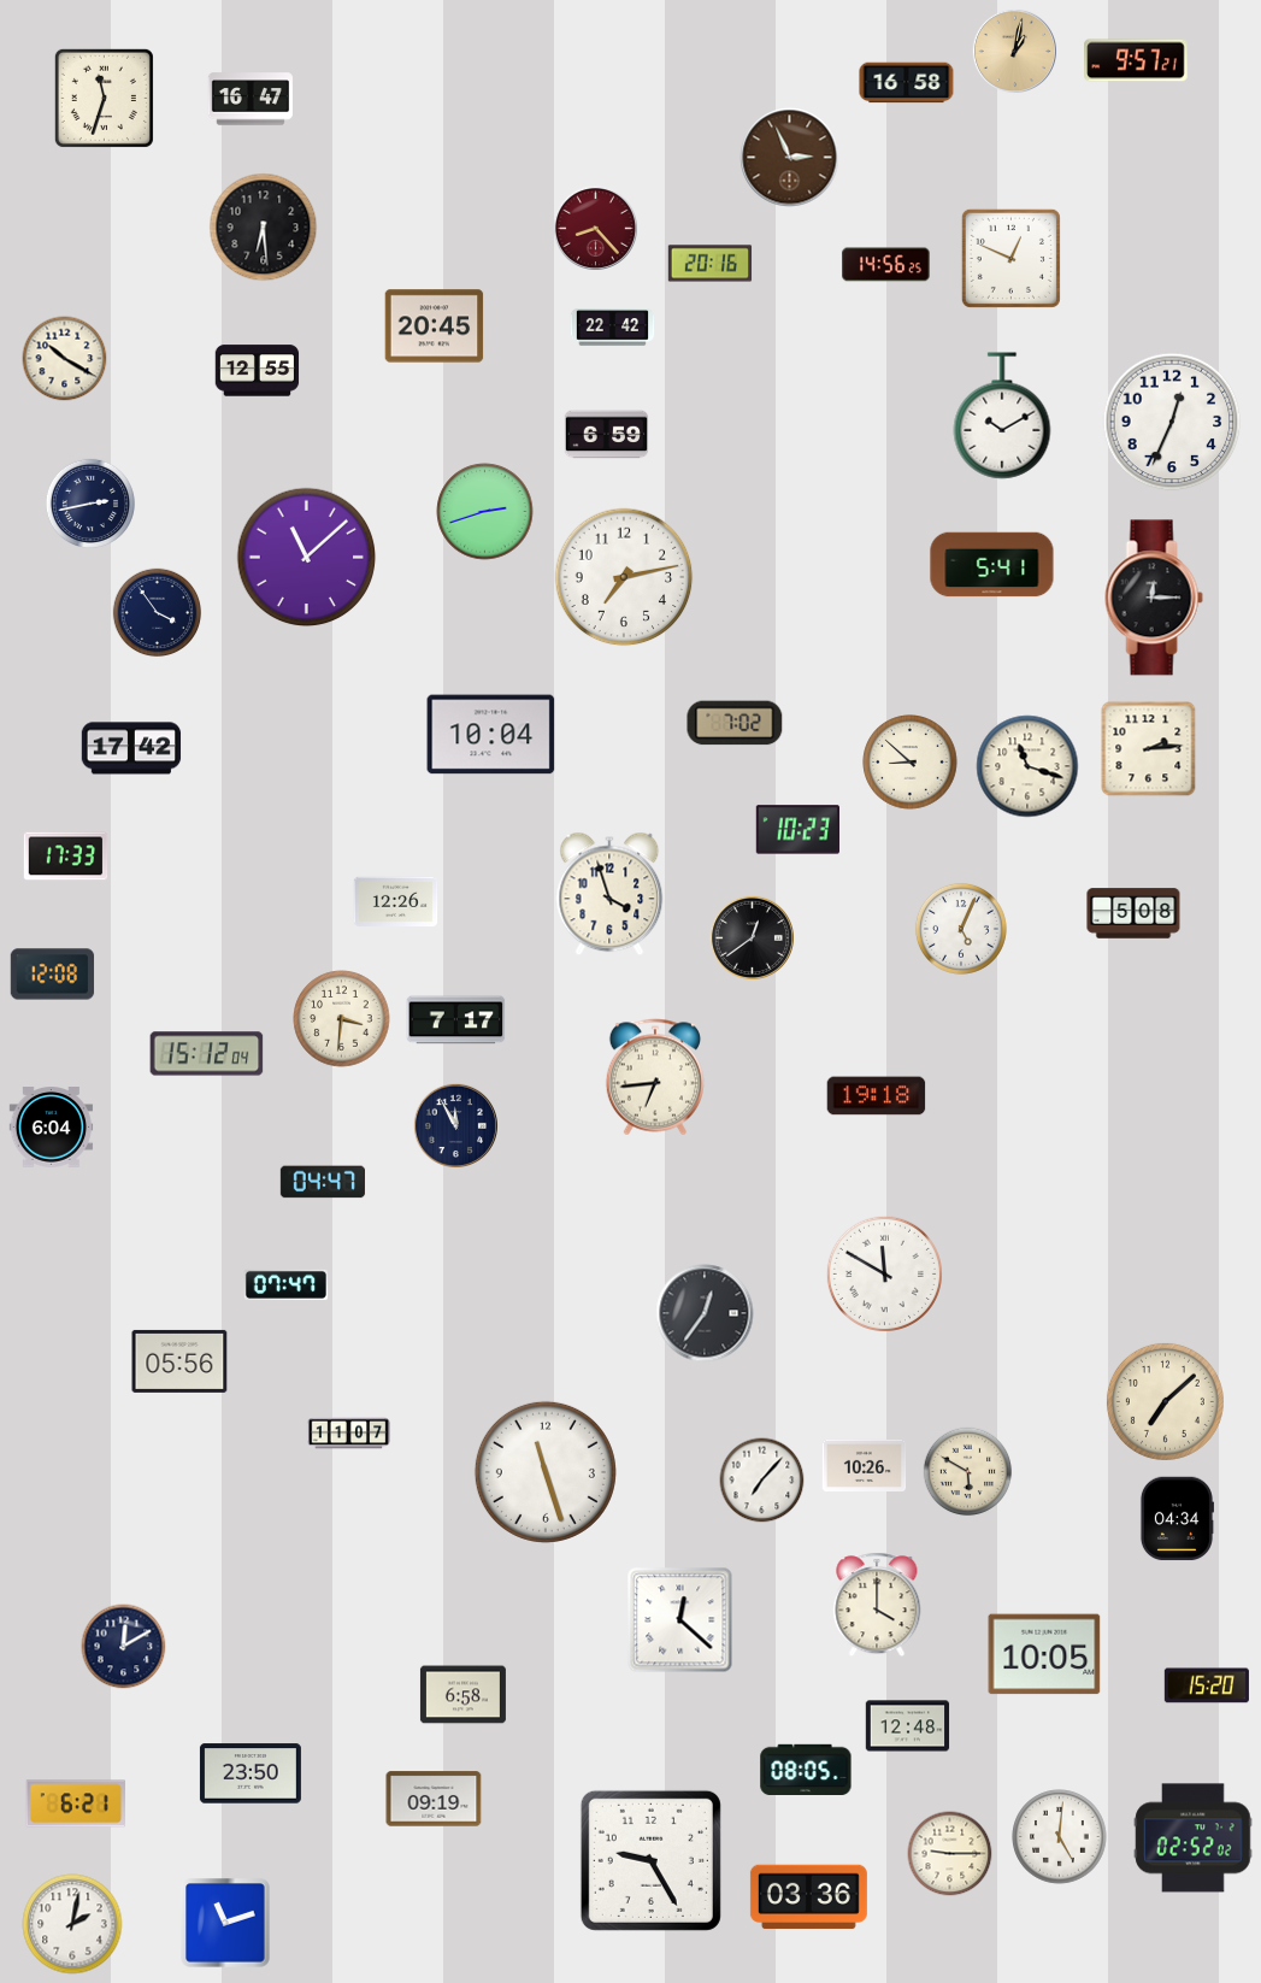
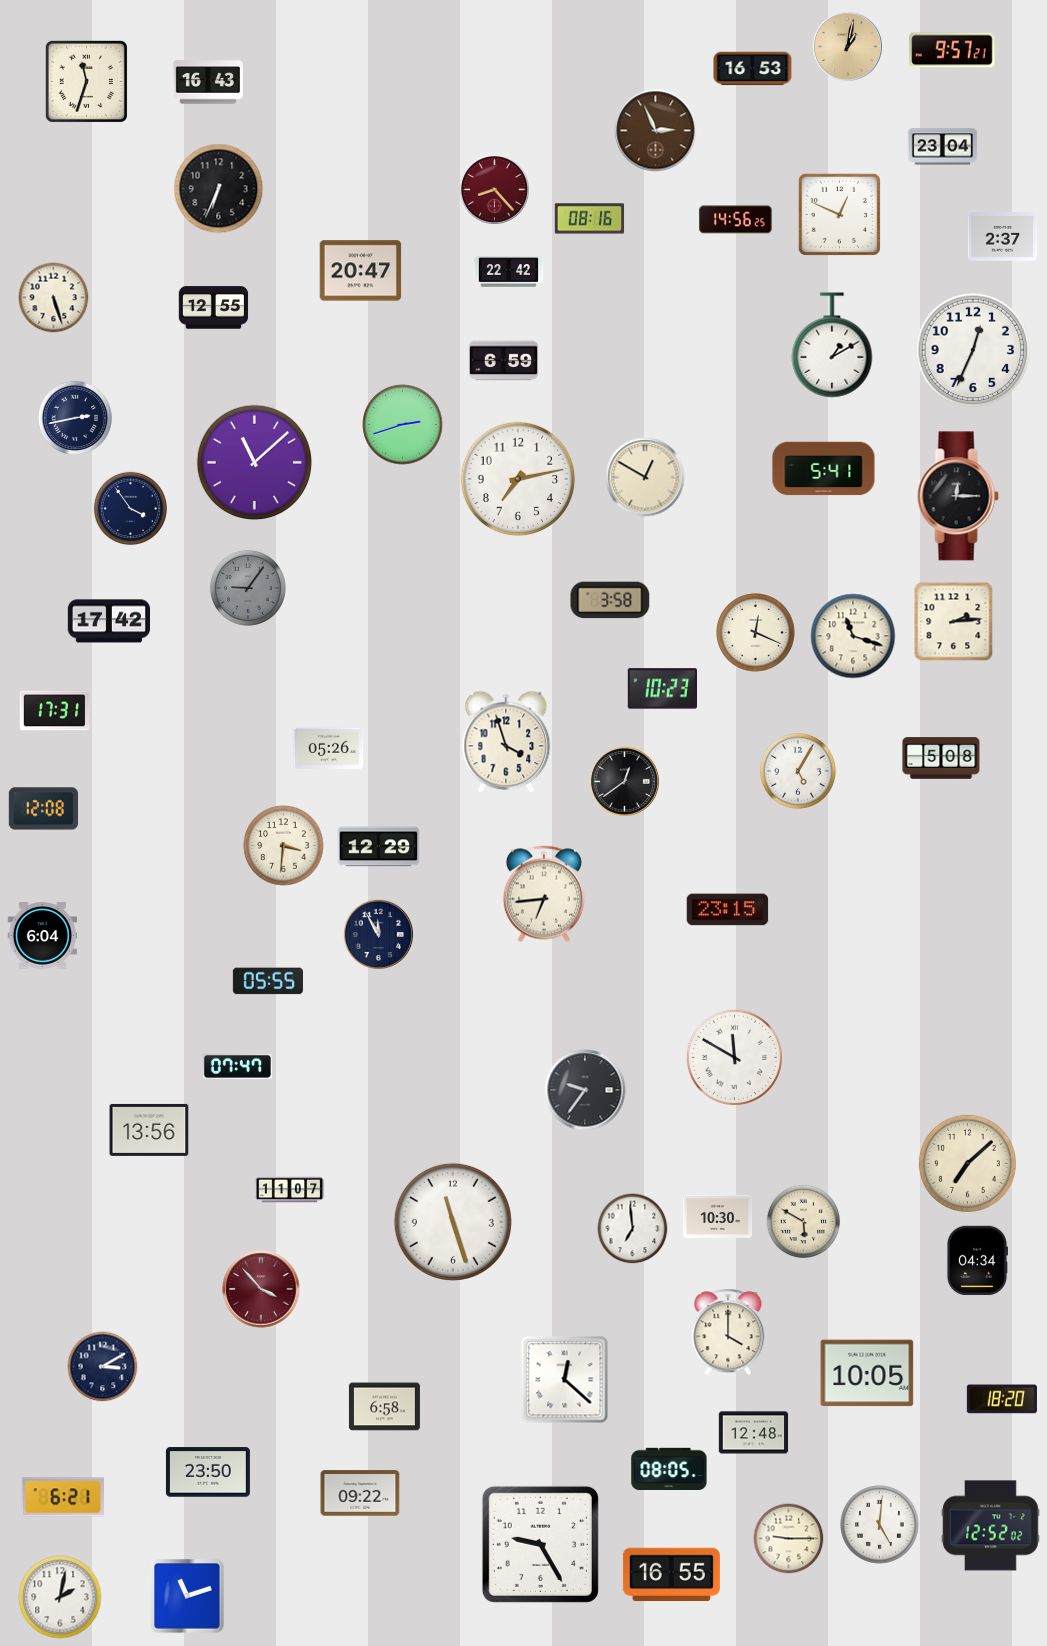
clock at (1014, 51) position: (1014, 51) -> (847, 46)
clock at (1136, 60) position: (1136, 60) -> (952, 50)
clock at (907, 83): 16:58 -> 16:53
clock at (251, 99): 16:47 -> 16:43
clock at (943, 147): none -> 23:04
clock at (264, 228): 6:29 -> 6:34
clock at (711, 264): 20:16 -> 08:16
clock at (1003, 237): none -> 2:37
clock at (435, 326): 20:45 -> 20:47
clock at (65, 359): 10:20 -> 5:27
clock at (1002, 416): 10:10 -> 1:10
clock at (645, 477): none -> 12:50
clock at (248, 588): none -> 9:06
clock at (735, 723): 7:02 -> 3:58
clock at (491, 735): 10:04 -> none
clock at (911, 763): 8:52 -> 12:19
clock at (66, 857): 17:33 -> 17:31
clock at (396, 902): 12:26 -> 05:26
clock at (961, 929): 5:04 -> 5:05
clock at (752, 937) position: (752, 937) -> (624, 781)
clock at (456, 1020): 7:17 -> 12:29
clock at (207, 1054): 15:12 -> none
clock at (877, 1096): 19:18 -> 23:15
clock at (323, 1182): 04:47 -> 05:55
clock at (705, 1313): 12:36 -> 9:36
clock at (179, 1361): 05:56 -> 13:56
clock at (865, 1465): 10:26 -> 10:30
clock at (762, 1481): 7:07 -> 6:59
clock at (261, 1289): none -> 3:53
clock at (680, 1620) position: (680, 1620) -> (565, 1380)
clock at (124, 1647): 12:10 -> 3:10
clock at (1207, 1685): 15:20 -> 18:20
clock at (434, 1799): 09:19 -> 09:22
clock at (1194, 1838): 02:52 -> 12:52
clock at (808, 1897): 03:36 -> 16:55
